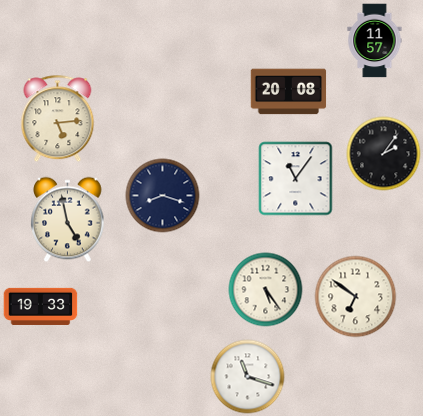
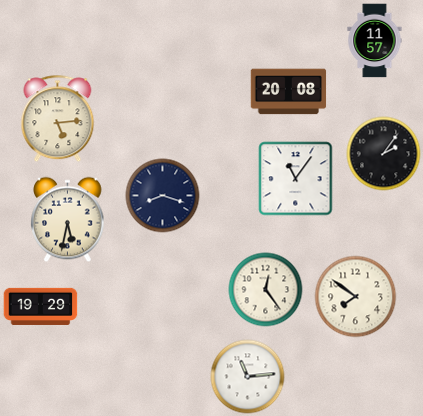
clock at (68, 220): 4:58 -> 5:32
clock at (266, 290): 5:24 -> 12:24
clock at (356, 297): 6:51 -> 7:51
clock at (41, 306): 19:33 -> 19:29
clock at (248, 377): 11:18 -> 11:14
